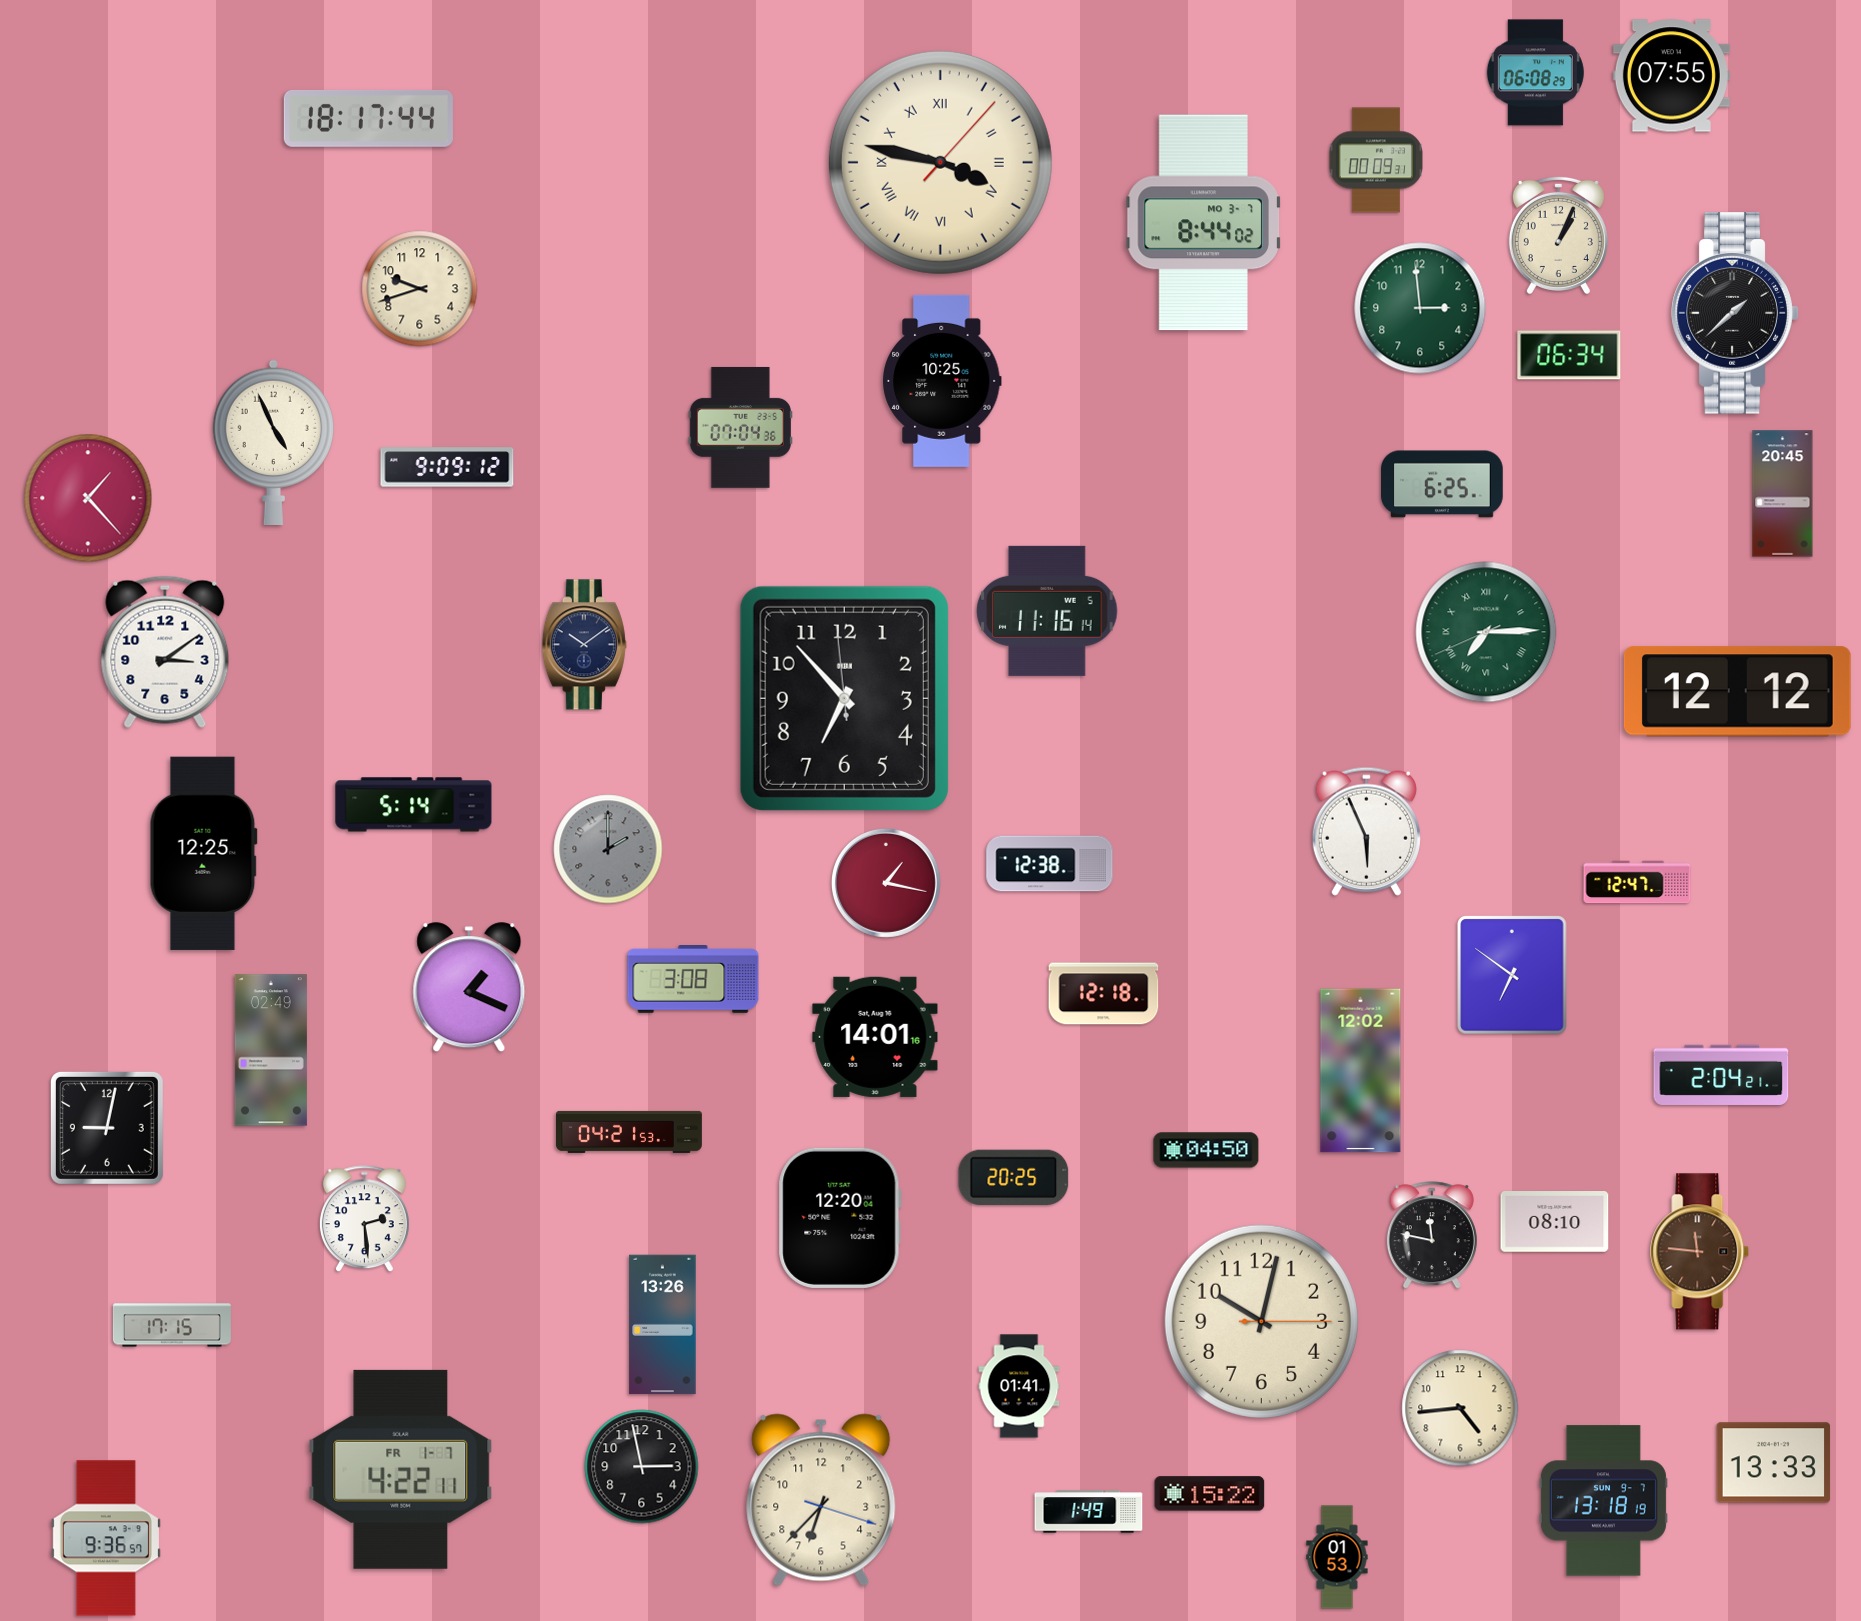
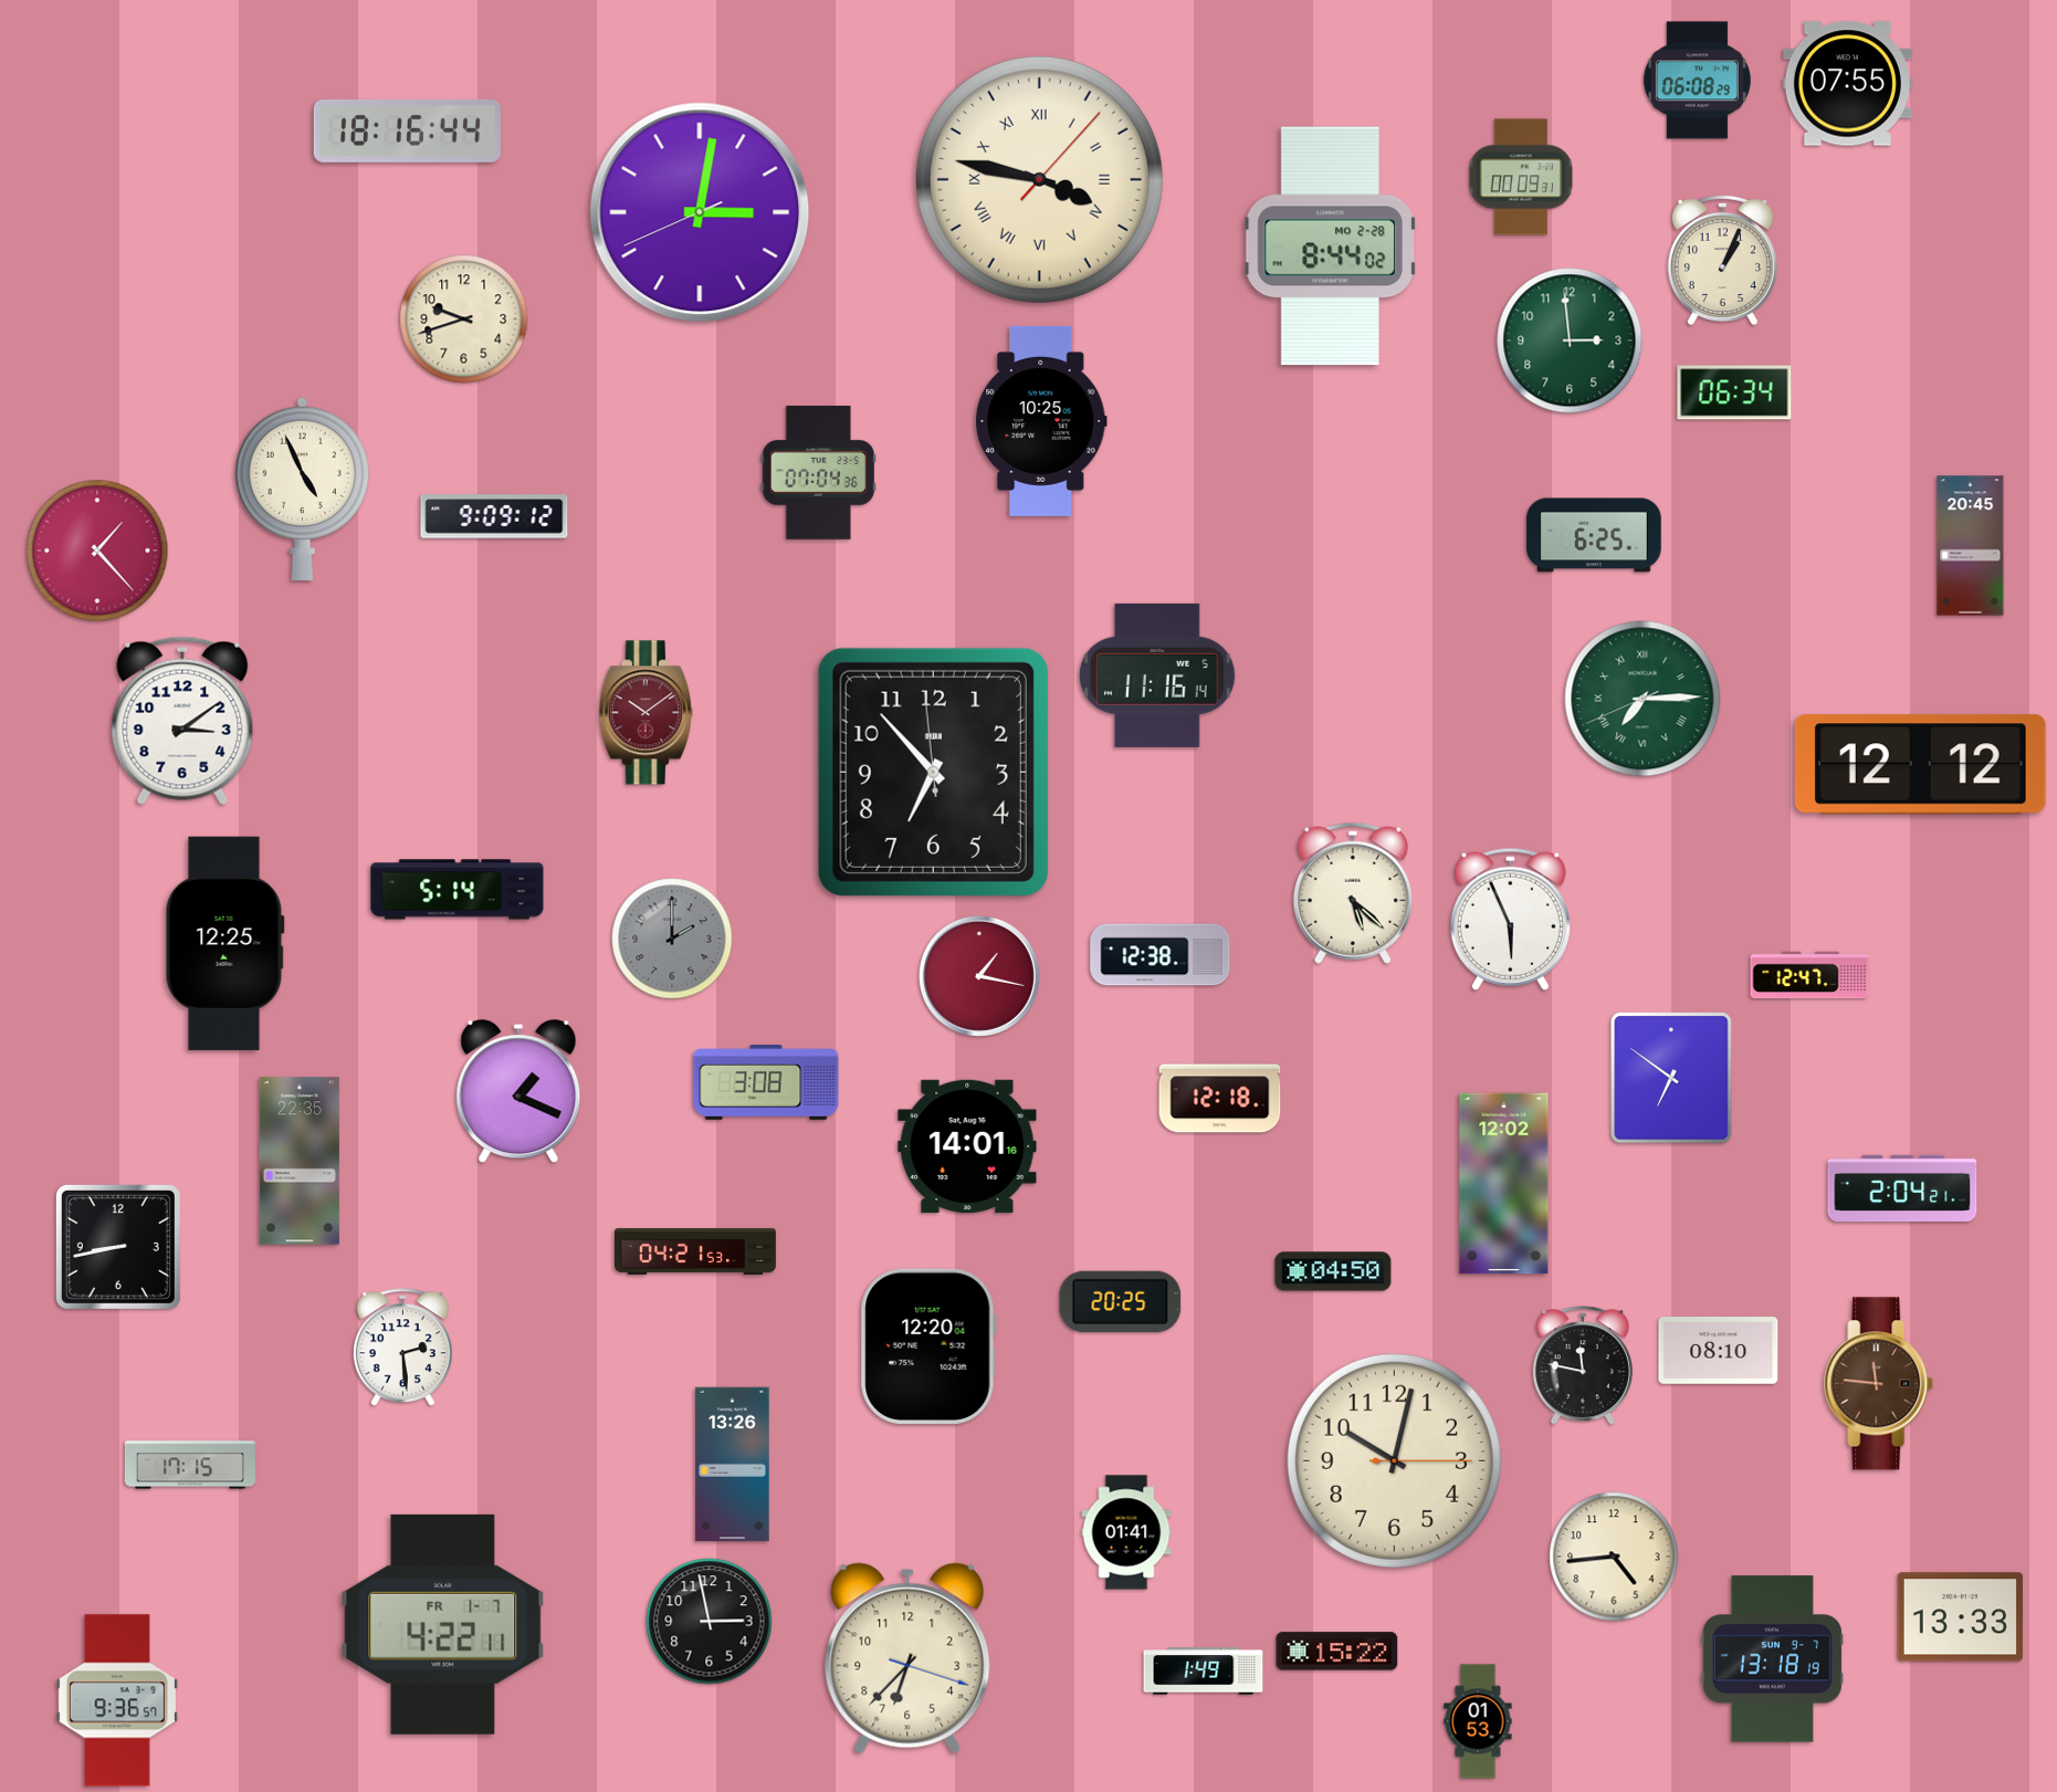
clock at (368, 118): 18:17 -> 18:16
clock at (700, 212): none -> 3:01
clock at (1204, 223) date: MO 3-7 -> MO 2-28
clock at (1735, 314): 1:38 -> none
clock at (584, 645) dial: navy -> burgundy
clock at (1353, 893): none -> 5:22
clock at (271, 1050): 02:49 -> 22:35
clock at (107, 1128): 9:02 -> 8:43
